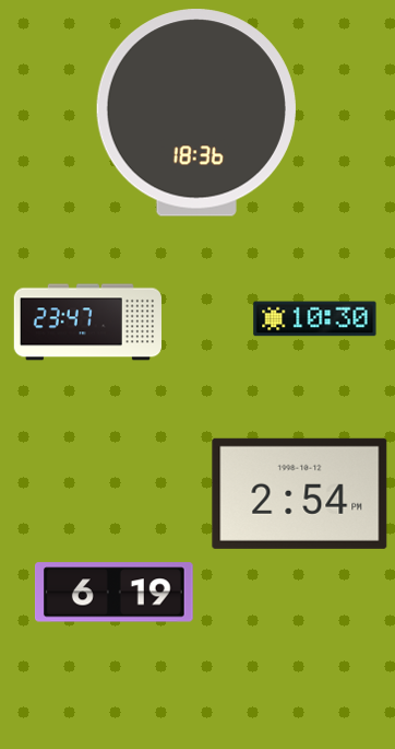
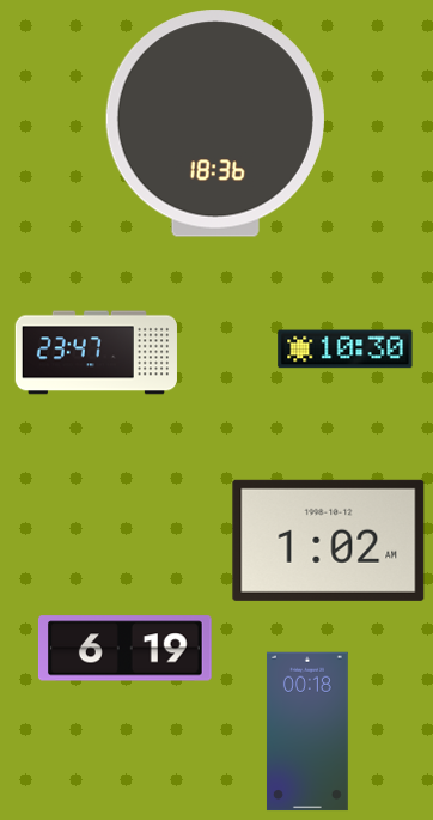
clock at (300, 493): 2:54 -> 1:02
clock at (307, 731): none -> 00:18
